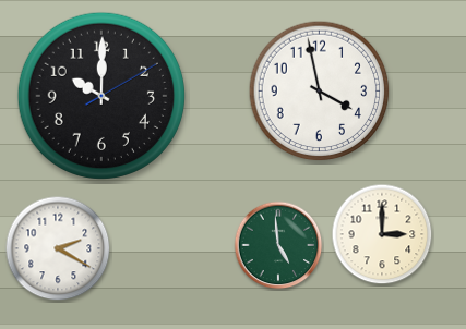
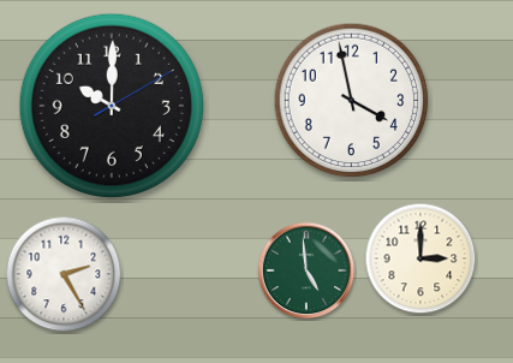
clock at (58, 248): 2:20 -> 2:25
